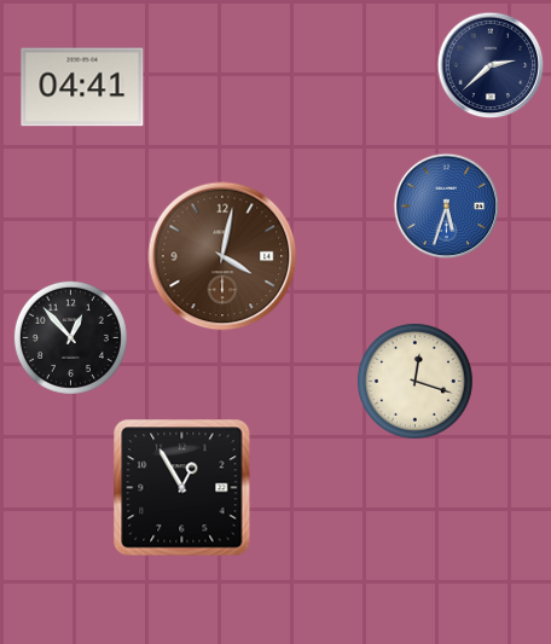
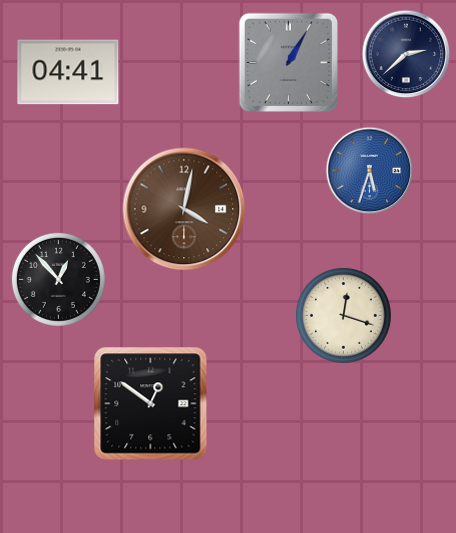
clock at (288, 62): none -> 1:05
clock at (222, 256) position: (222, 256) -> (184, 209)
clock at (182, 488): 12:55 -> 12:51
